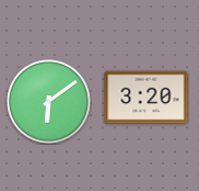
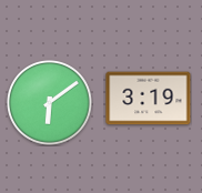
clock at (147, 98): 3:20 -> 3:19
